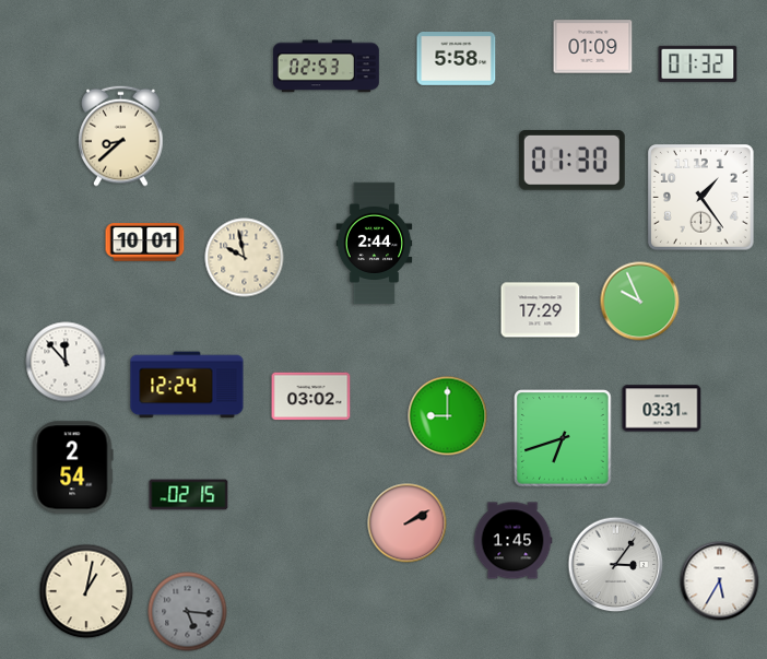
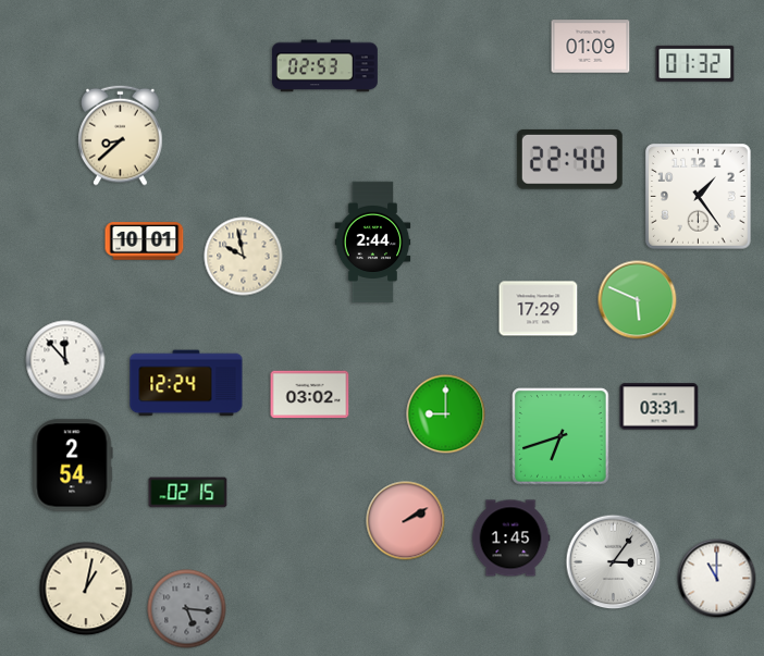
clock at (457, 59): 5:58 -> none
clock at (571, 160): 01:30 -> 22:40
clock at (640, 302): 9:56 -> 5:49
clock at (720, 581): 5:35 -> 11:00
